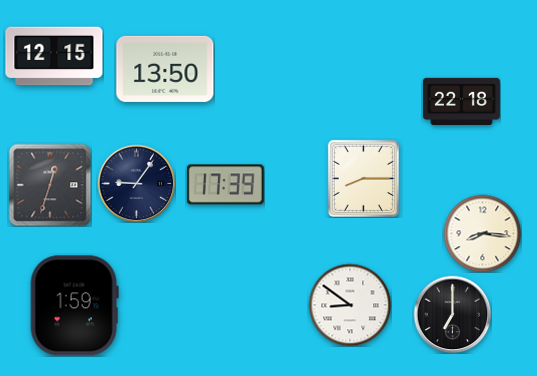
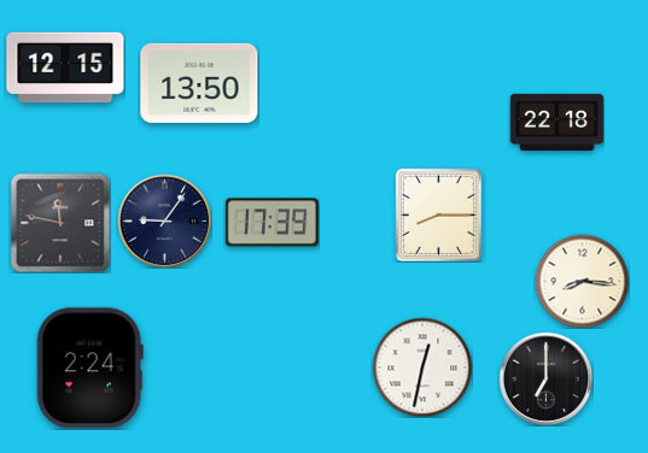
clock at (50, 185): 12:33 -> 11:47
clock at (350, 305): 8:51 -> 12:32
clock at (74, 306): 1:59 -> 2:24
